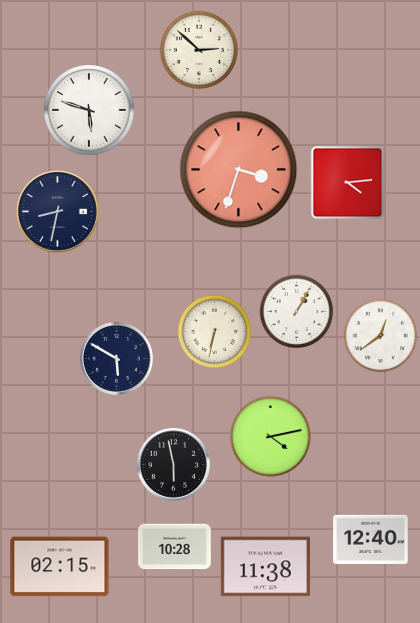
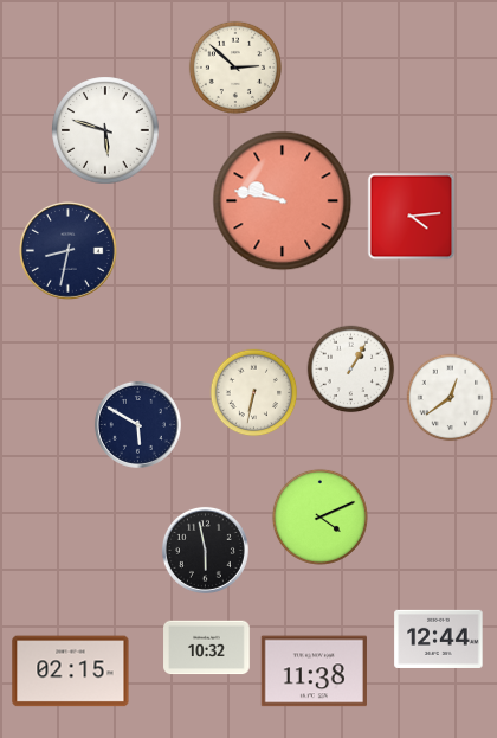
clock at (198, 49) position: (198, 49) -> (234, 66)
clock at (239, 170): 3:33 -> 9:47
clock at (270, 436): 4:13 -> 4:11
clock at (371, 539): 12:40 -> 12:44
clock at (175, 547): 10:28 -> 10:32
